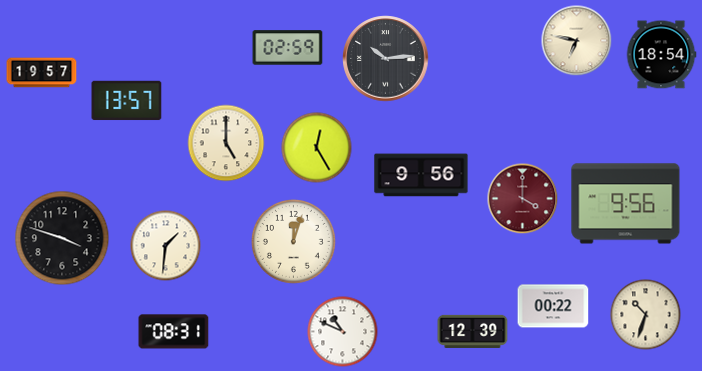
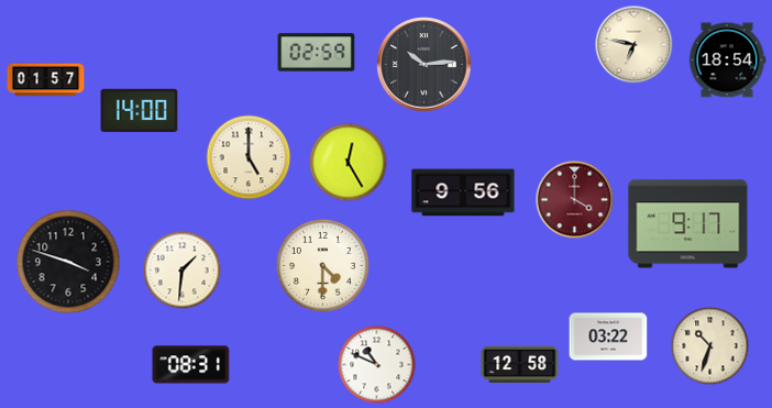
clock at (42, 73): 19:57 -> 01:57
clock at (127, 101): 13:57 -> 14:00
clock at (523, 199) position: (523, 199) -> (575, 200)
clock at (626, 204): 9:56 -> 9:17
clock at (293, 241): 12:03 -> 4:30
clock at (553, 306): 00:22 -> 03:22
clock at (473, 331): 12:39 -> 12:58
